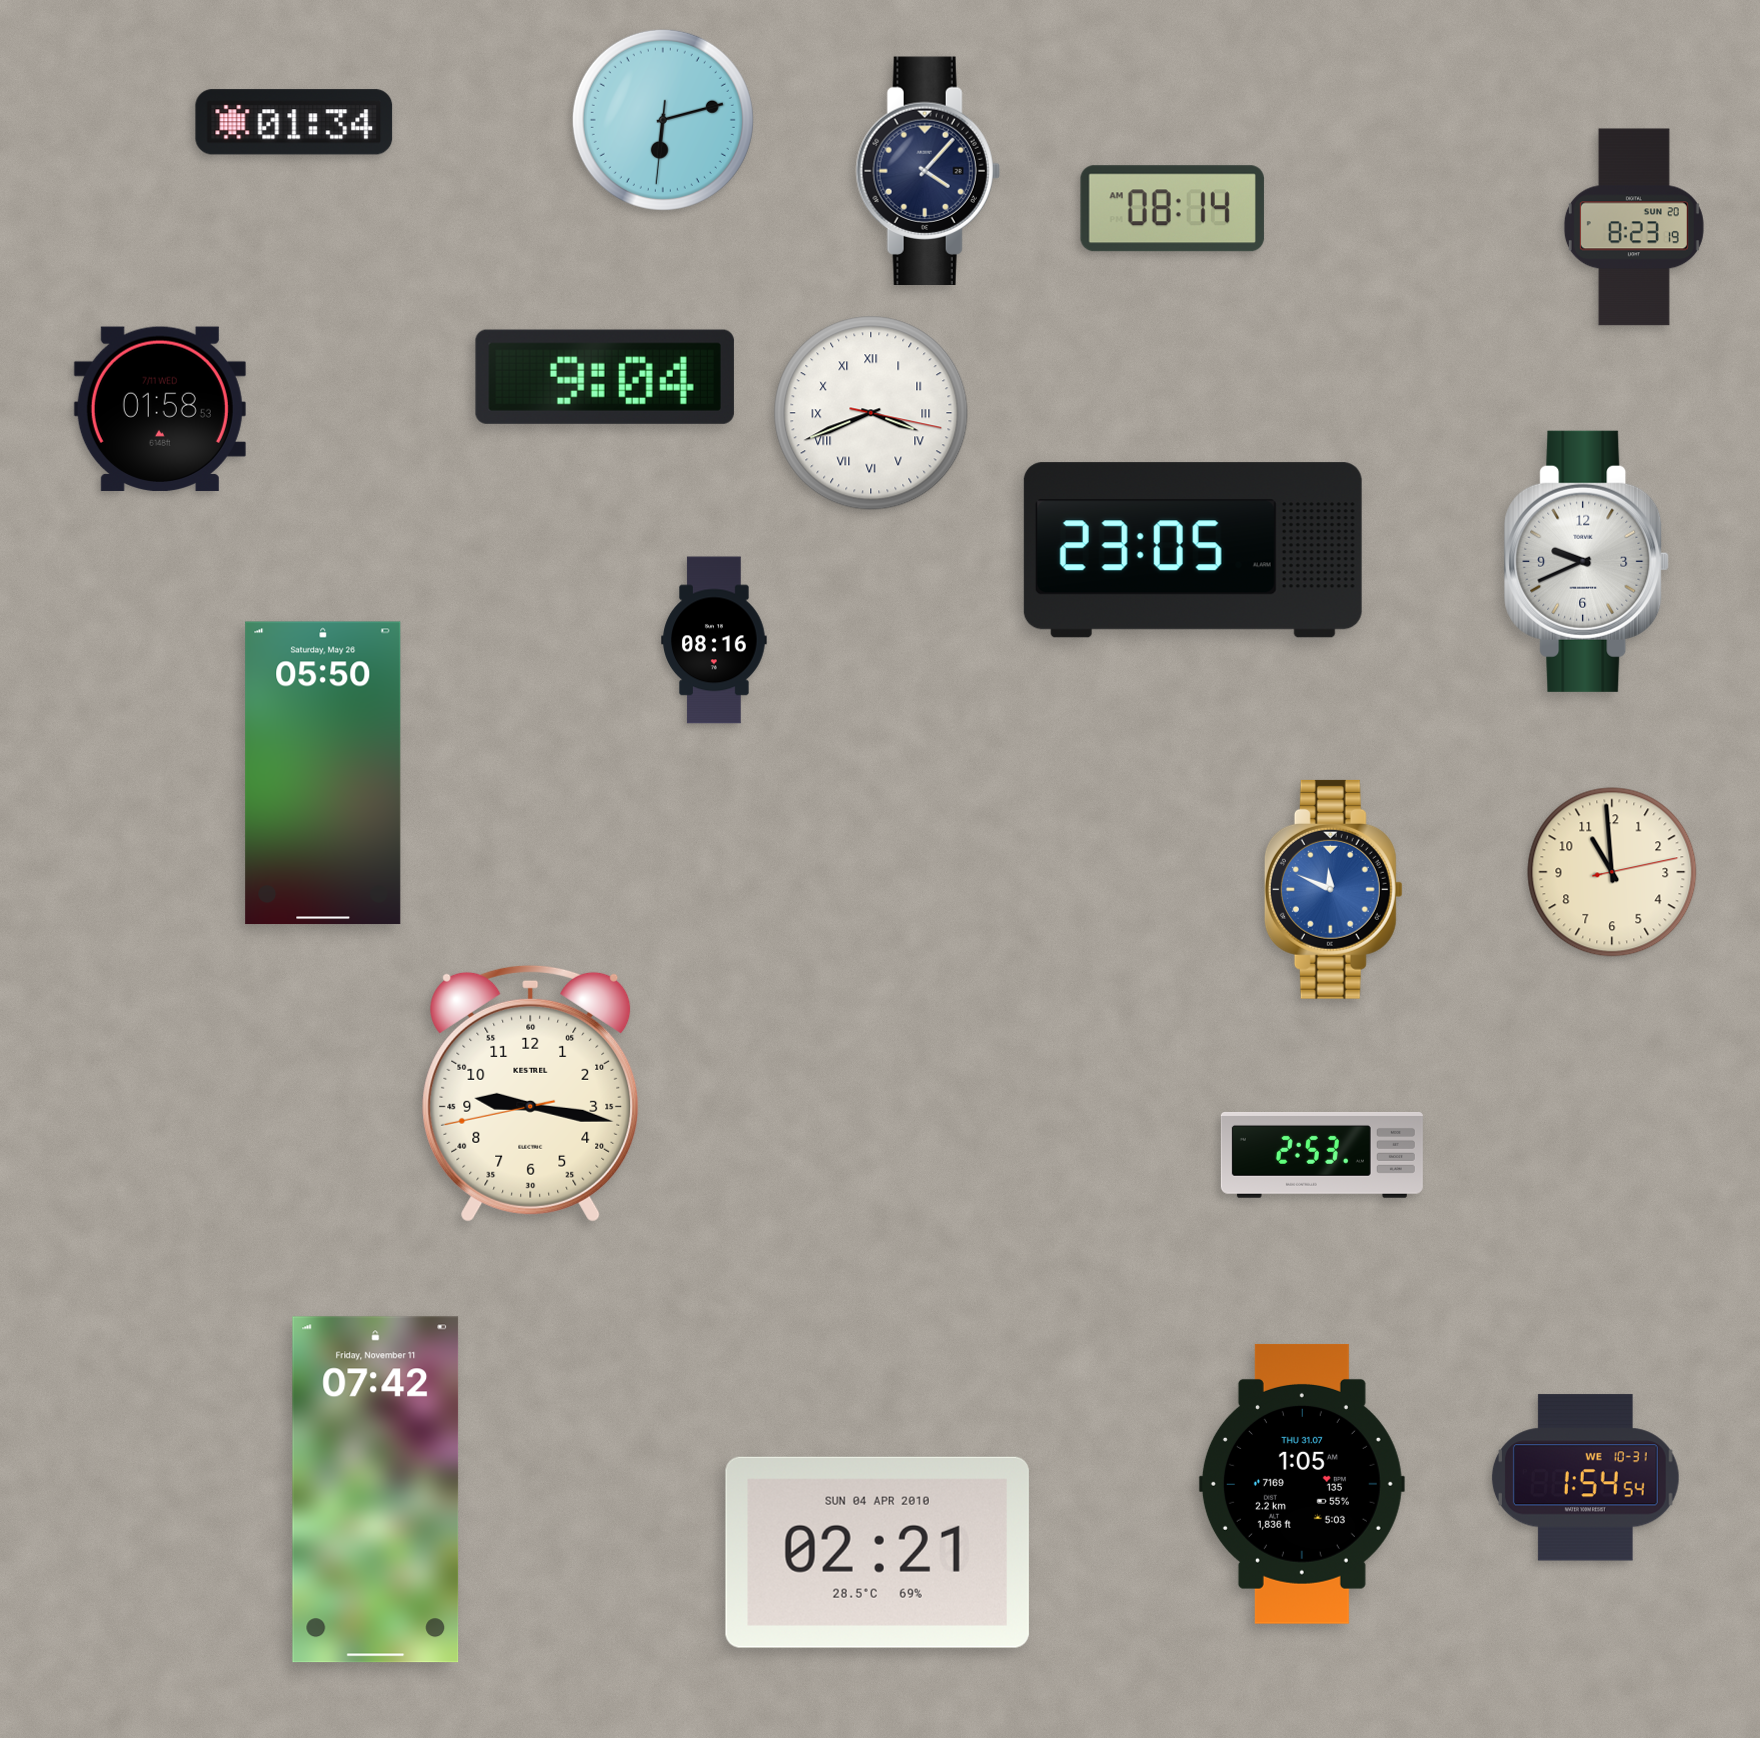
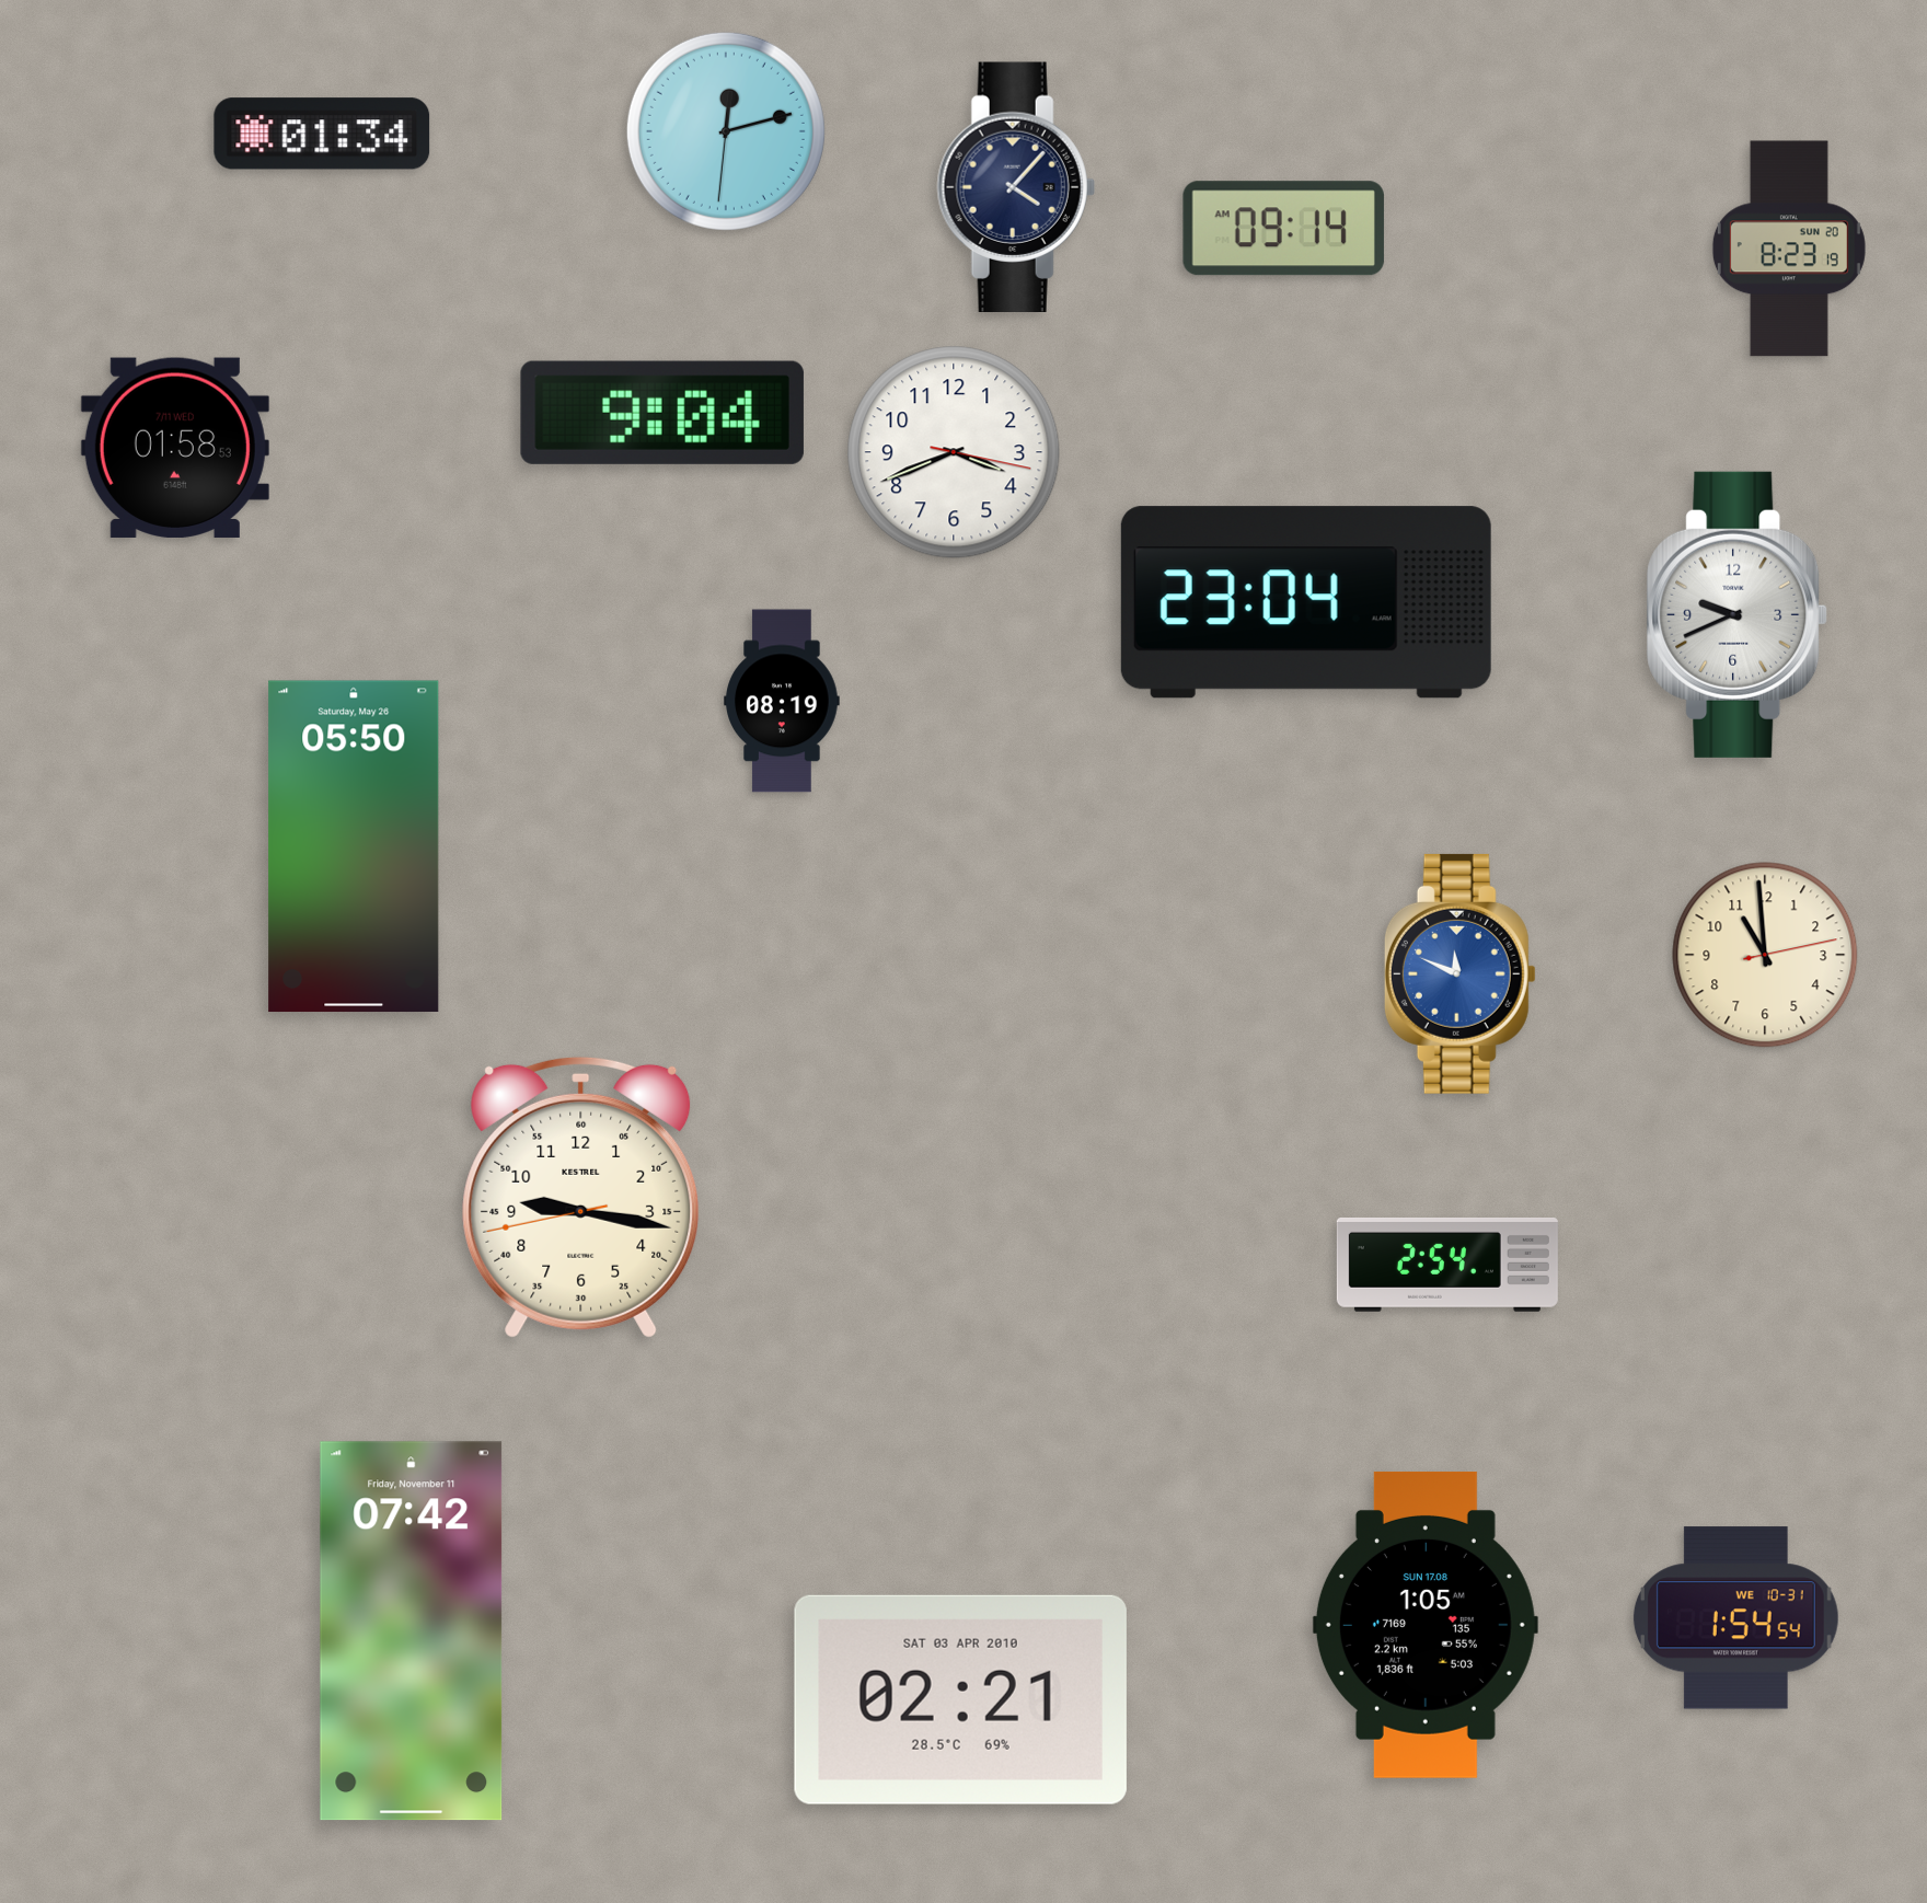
clock at (663, 120): 6:12 -> 12:12
clock at (1172, 209): 08:14 -> 09:14
clock at (871, 413) numerals: Roman -> Arabic
clock at (1193, 550): 23:05 -> 23:04
clock at (714, 640): 08:16 -> 08:19
clock at (1322, 1155): 2:53 -> 2:54
clock at (1302, 1484) date: THU 31.07 -> SUN 17.08
clock at (877, 1552) date: SUN 04 APR 2010 -> SAT 03 APR 2010
